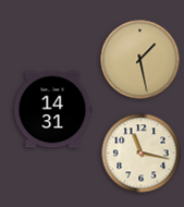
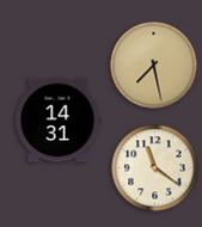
clock at (140, 60): 1:28 -> 7:28
clock at (142, 154): 11:17 -> 11:21
